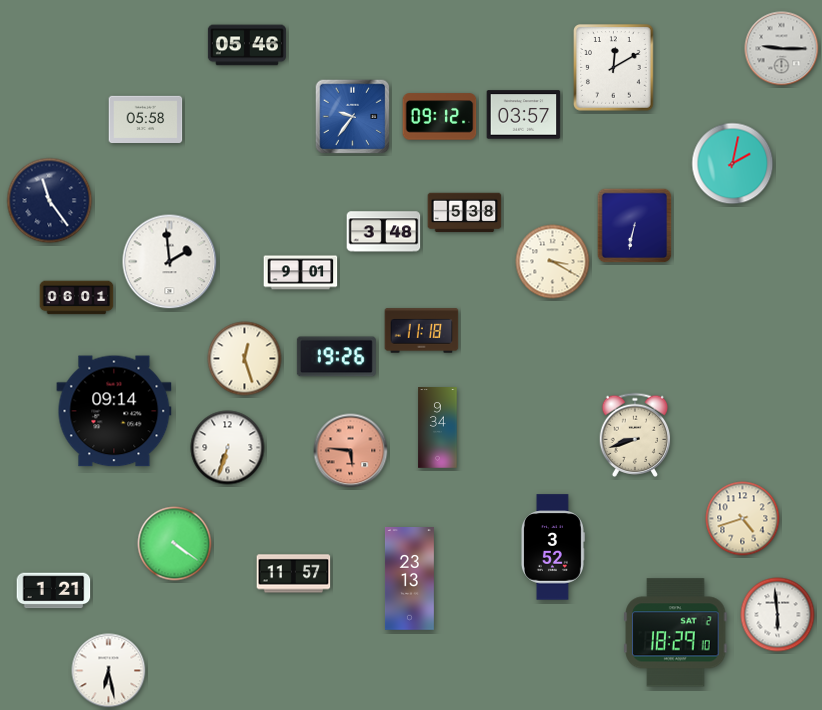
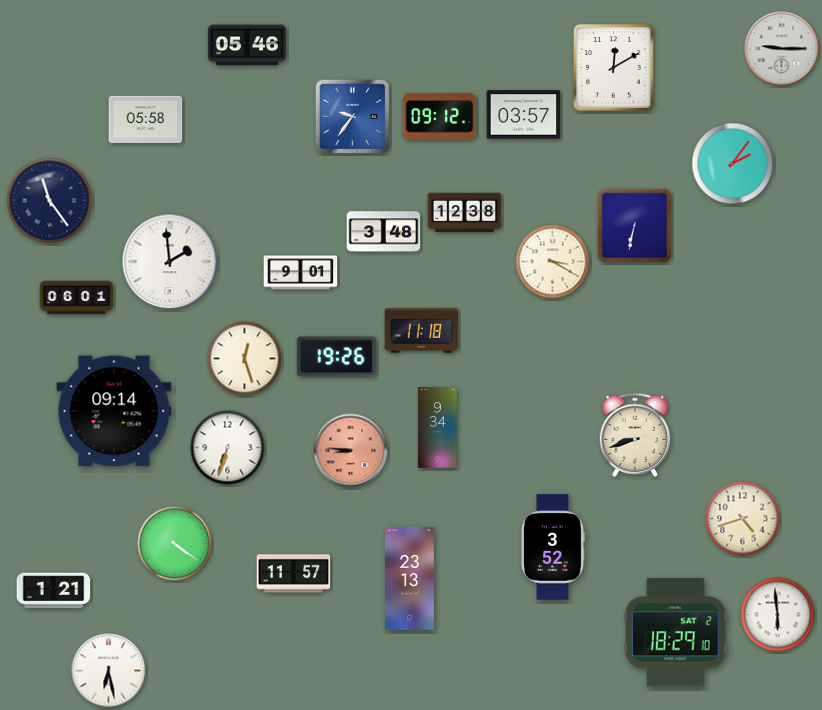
clock at (733, 164): 2:02 -> 2:06
clock at (465, 213): 5:38 -> 12:38
clock at (351, 451): 5:46 -> 8:46
